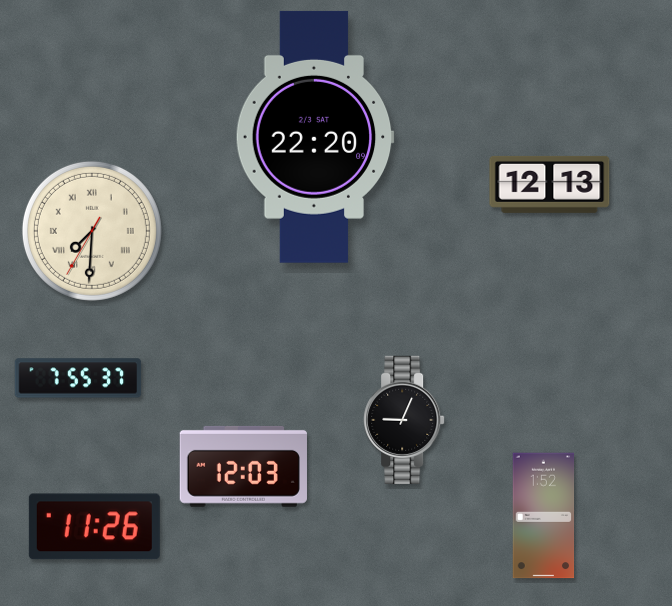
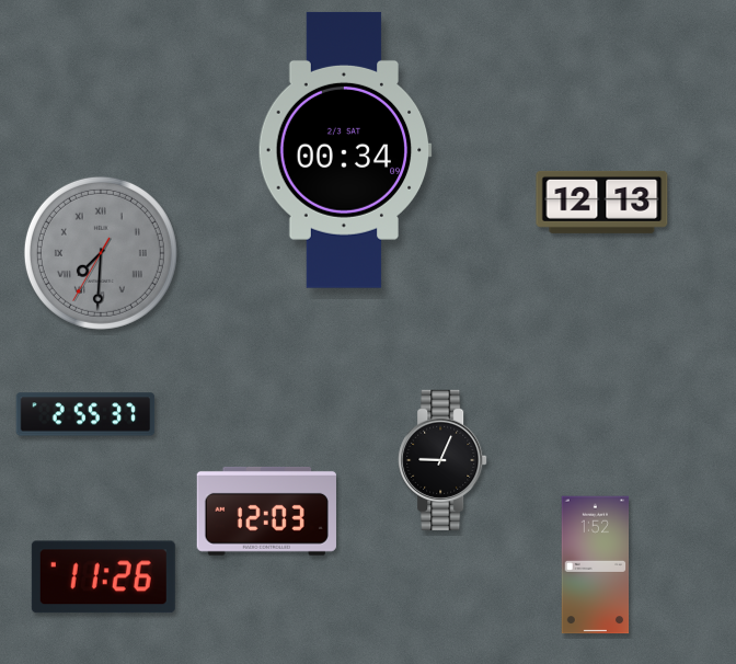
clock at (315, 137): 22:20 -> 00:34
clock at (92, 231) dial: cream -> grey
clock at (78, 378): 7:55 -> 2:55
